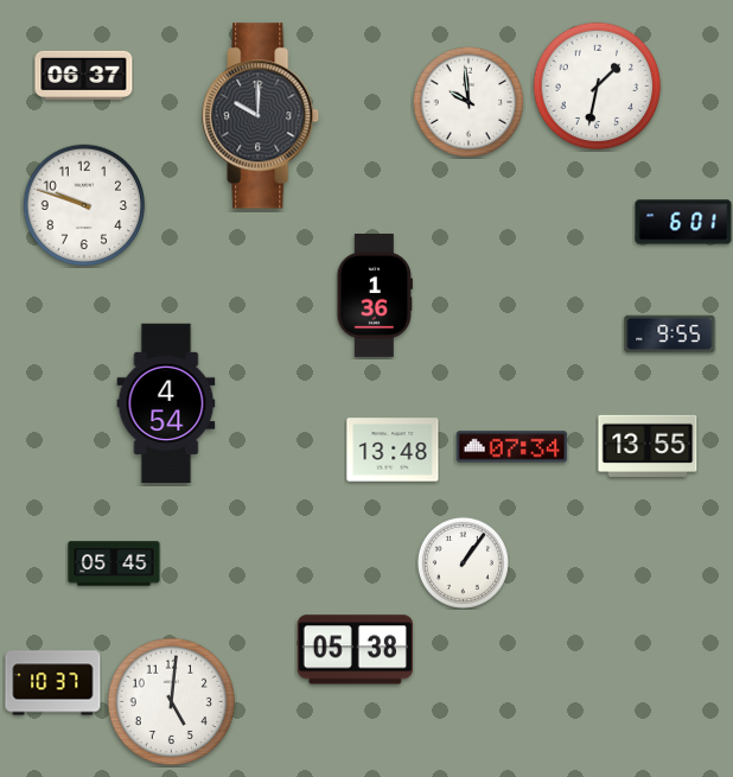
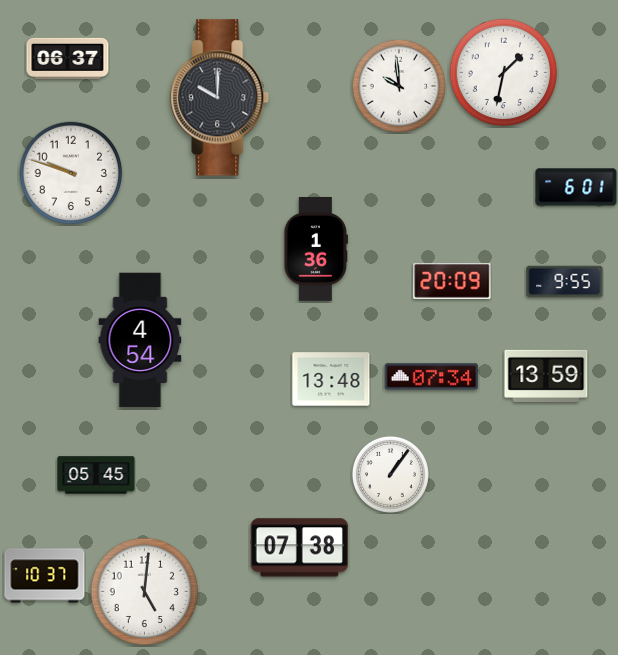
clock at (84, 75) position: (84, 75) -> (68, 58)
clock at (467, 101) position: (467, 101) -> (398, 85)
clock at (452, 281): none -> 20:09
clock at (648, 446): 13:55 -> 13:59
clock at (355, 650): 05:38 -> 07:38
